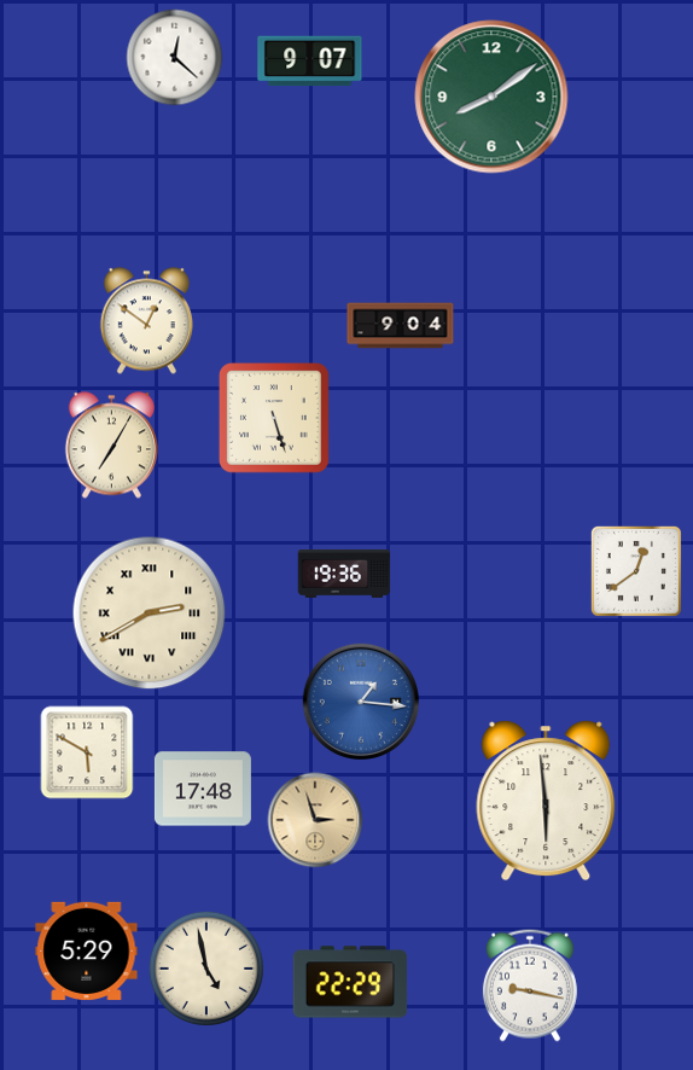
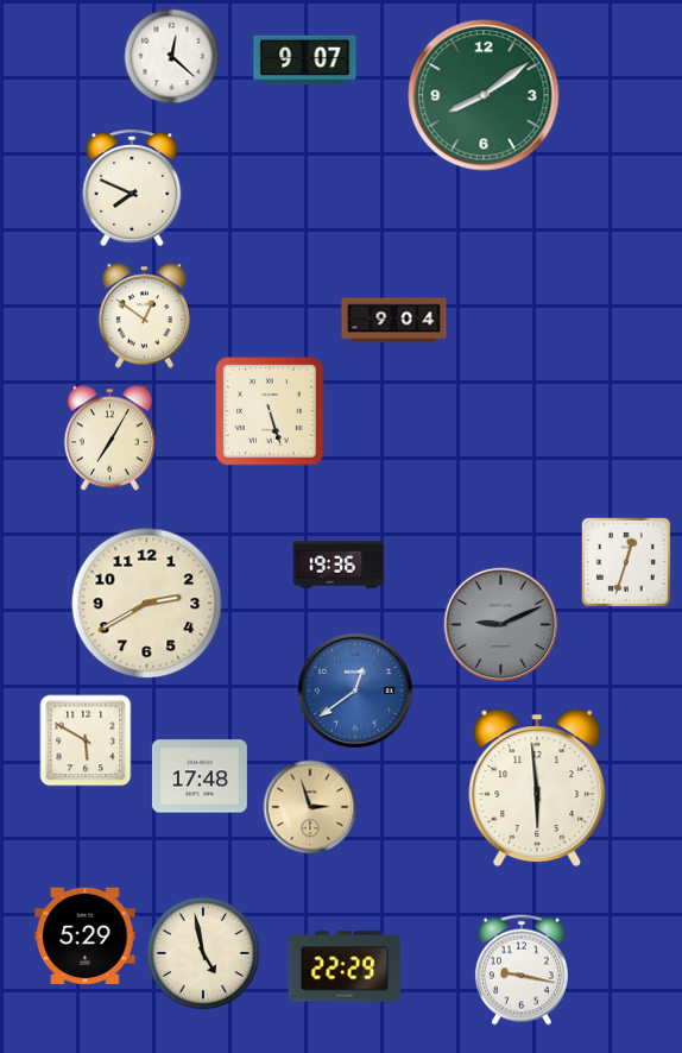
clock at (132, 188): none -> 7:49
clock at (636, 571): 12:39 -> 12:33
clock at (150, 613) numerals: Roman -> Arabic
clock at (501, 625): none -> 9:11
clock at (360, 700): 1:16 -> 12:39
